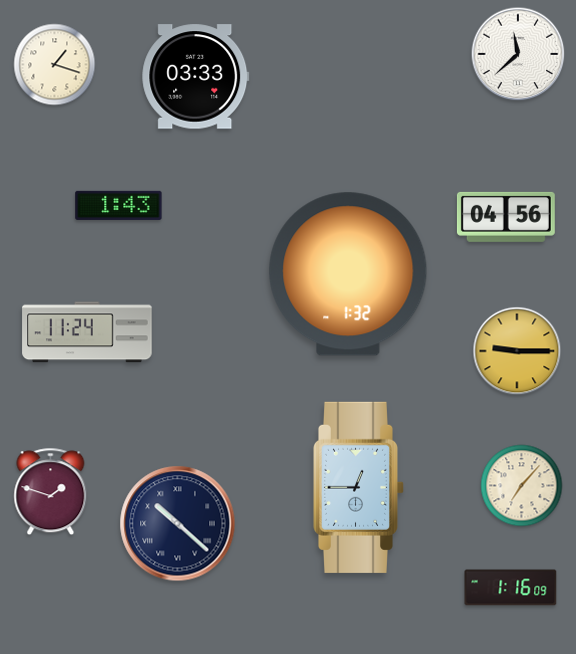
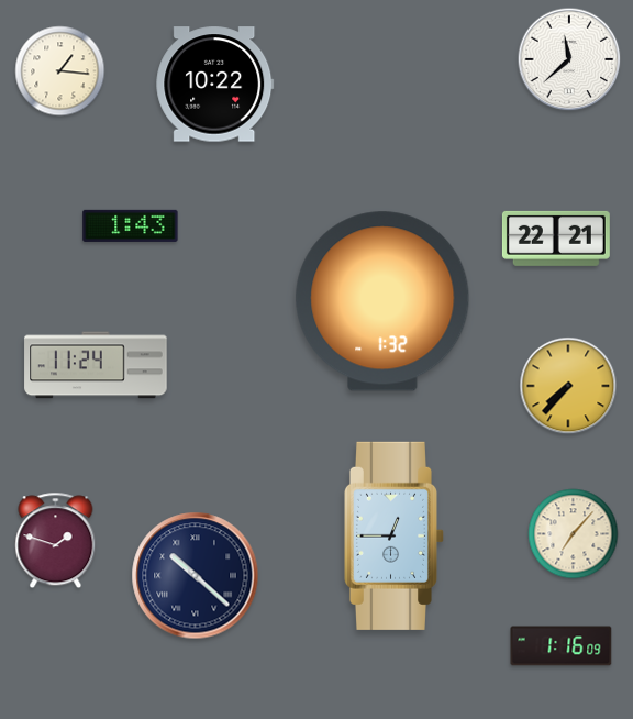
clock at (55, 65): 1:18 -> 1:16
clock at (196, 77): 03:33 -> 10:22
clock at (506, 217): 04:56 -> 22:21
clock at (517, 351): 9:15 -> 7:37
